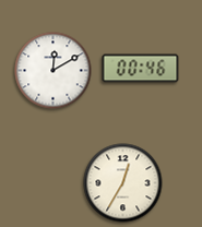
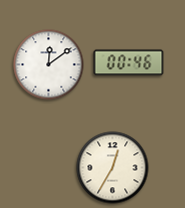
clock at (54, 71): 12:10 -> 12:09
